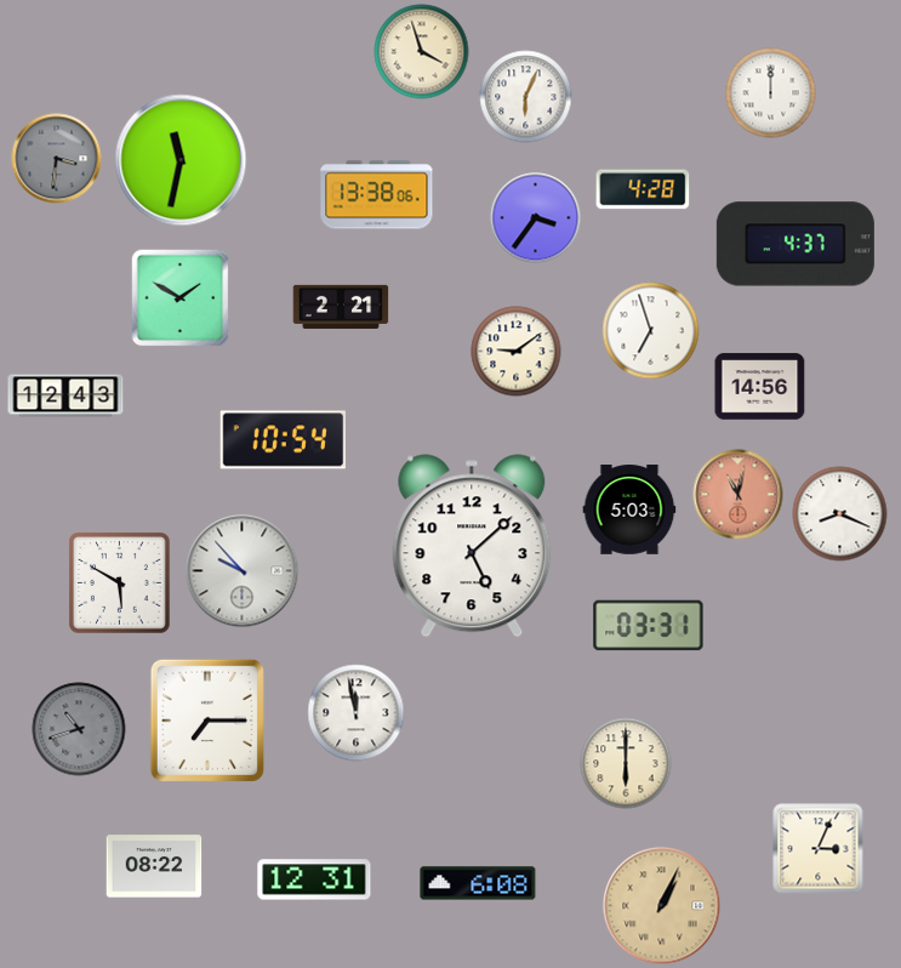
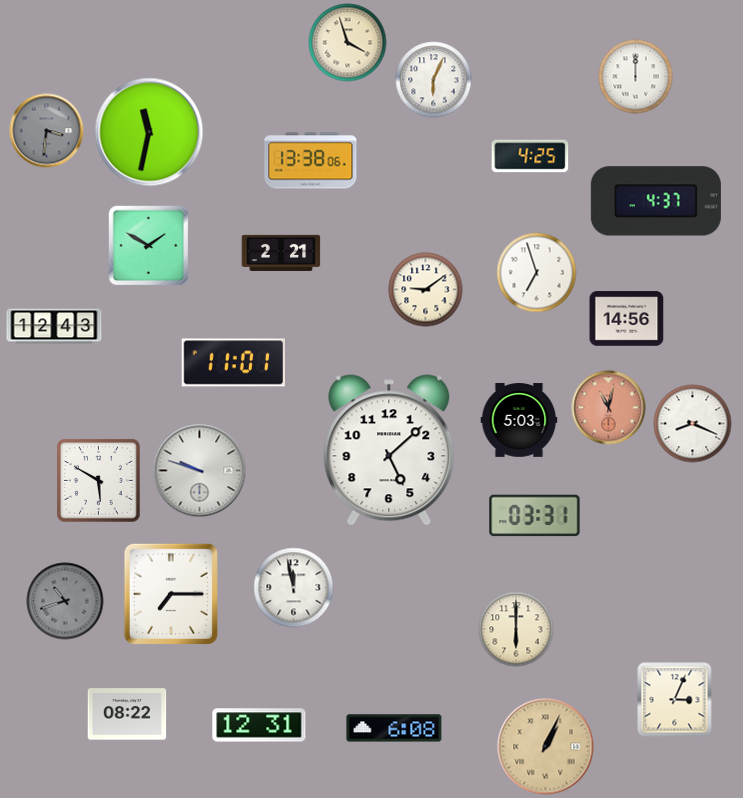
clock at (643, 189): 4:28 -> 4:25
clock at (536, 218): 3:36 -> none
clock at (283, 440): 10:54 -> 11:01
clock at (243, 571): 9:53 -> 9:48
